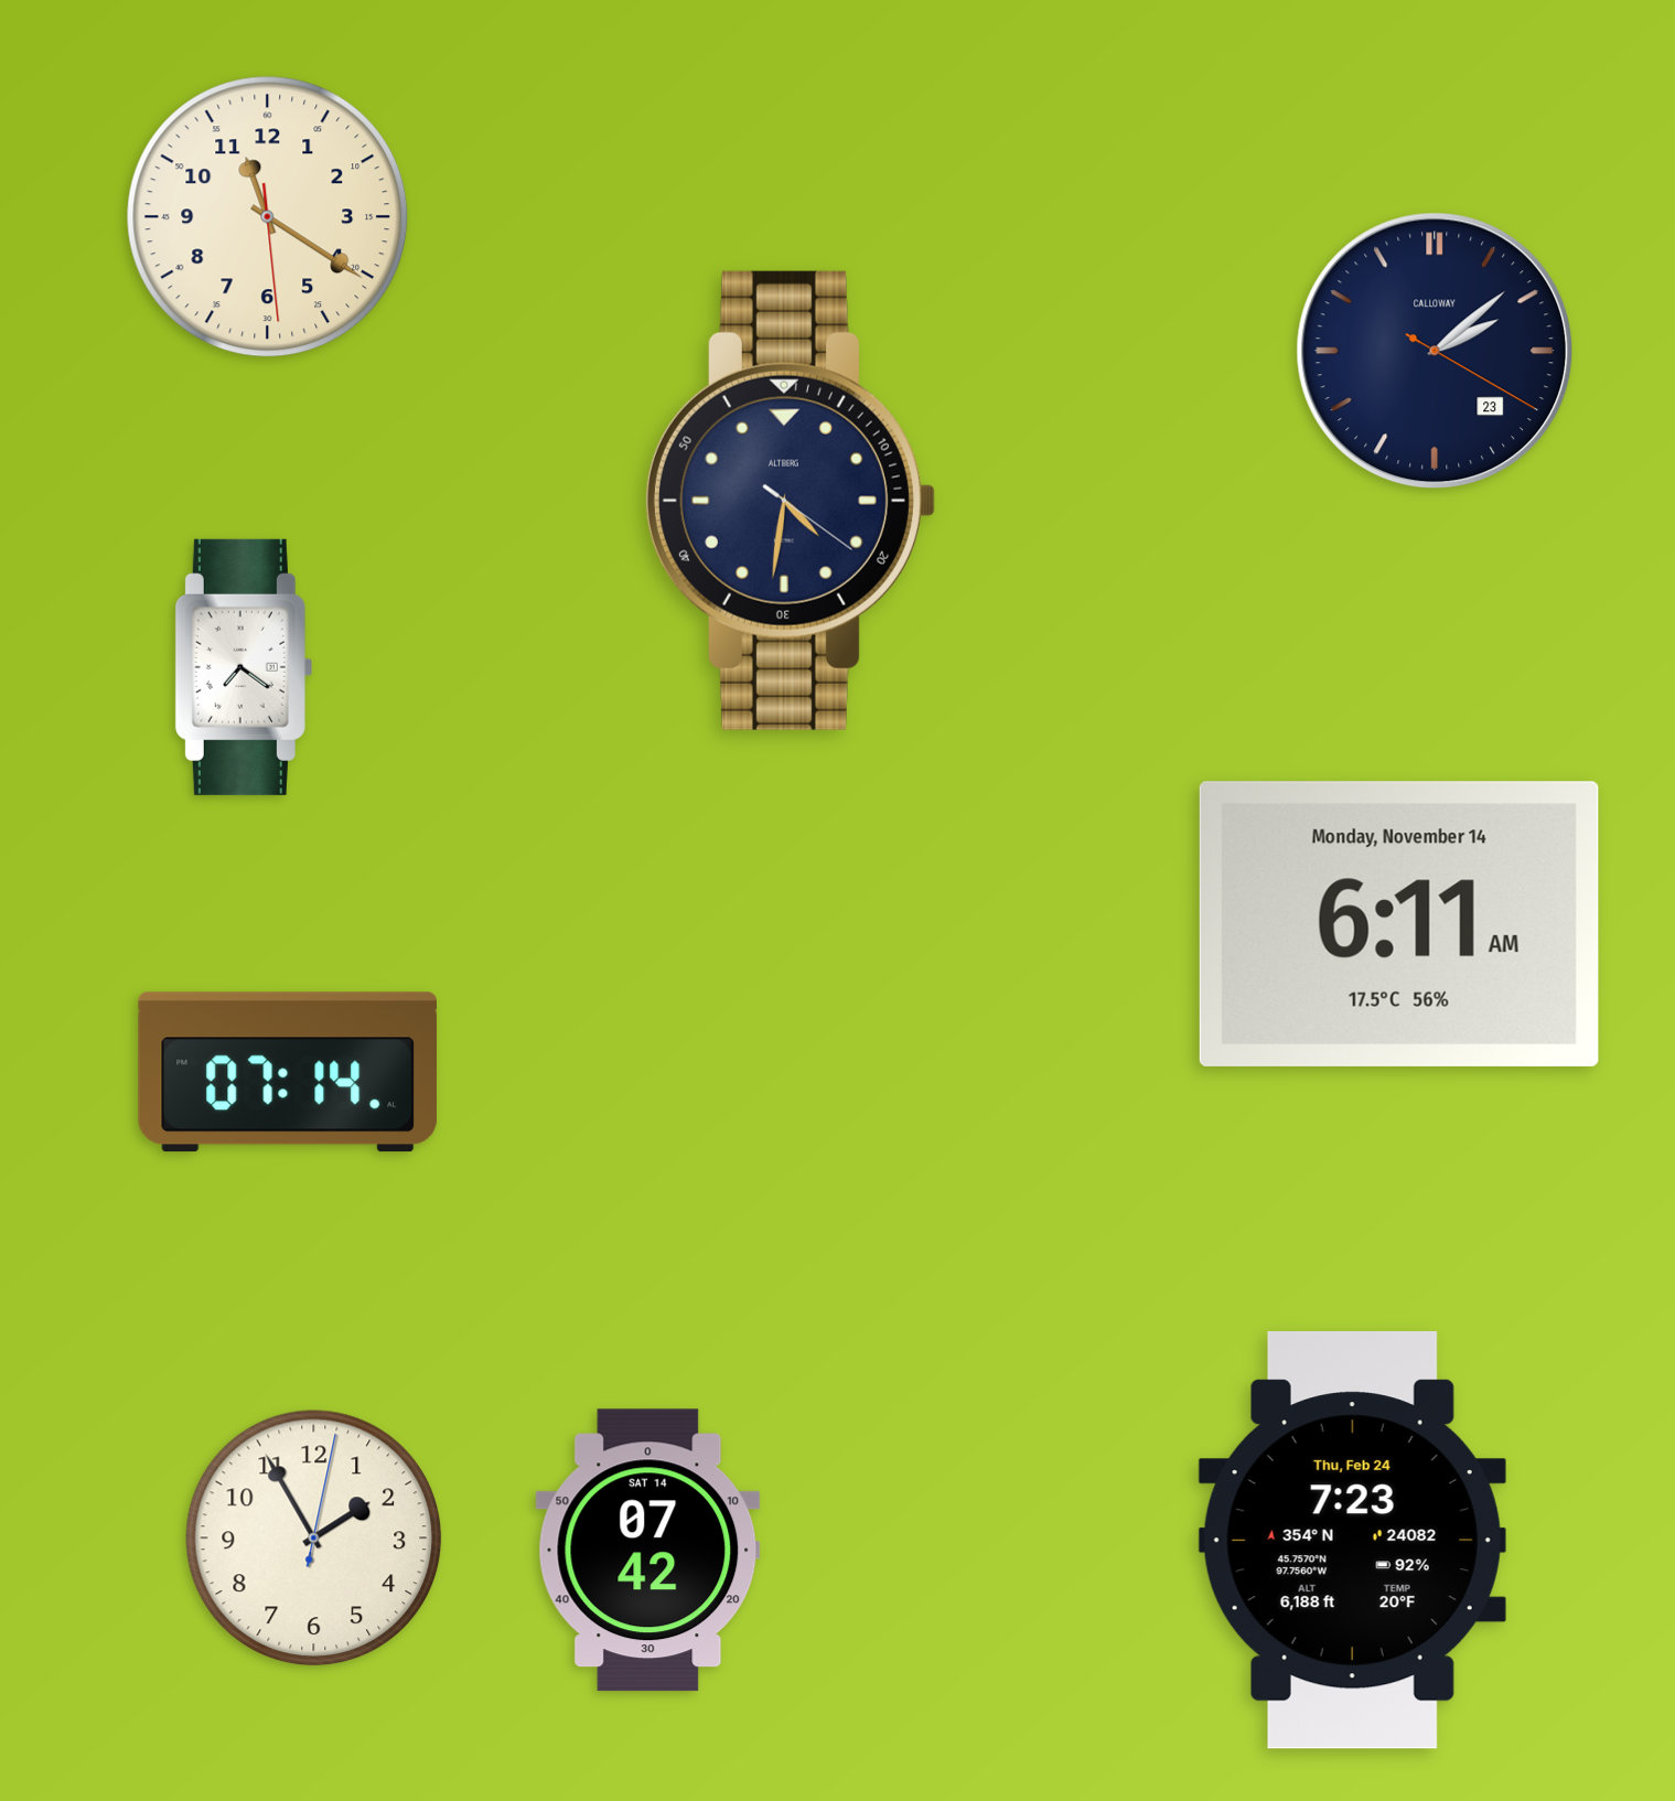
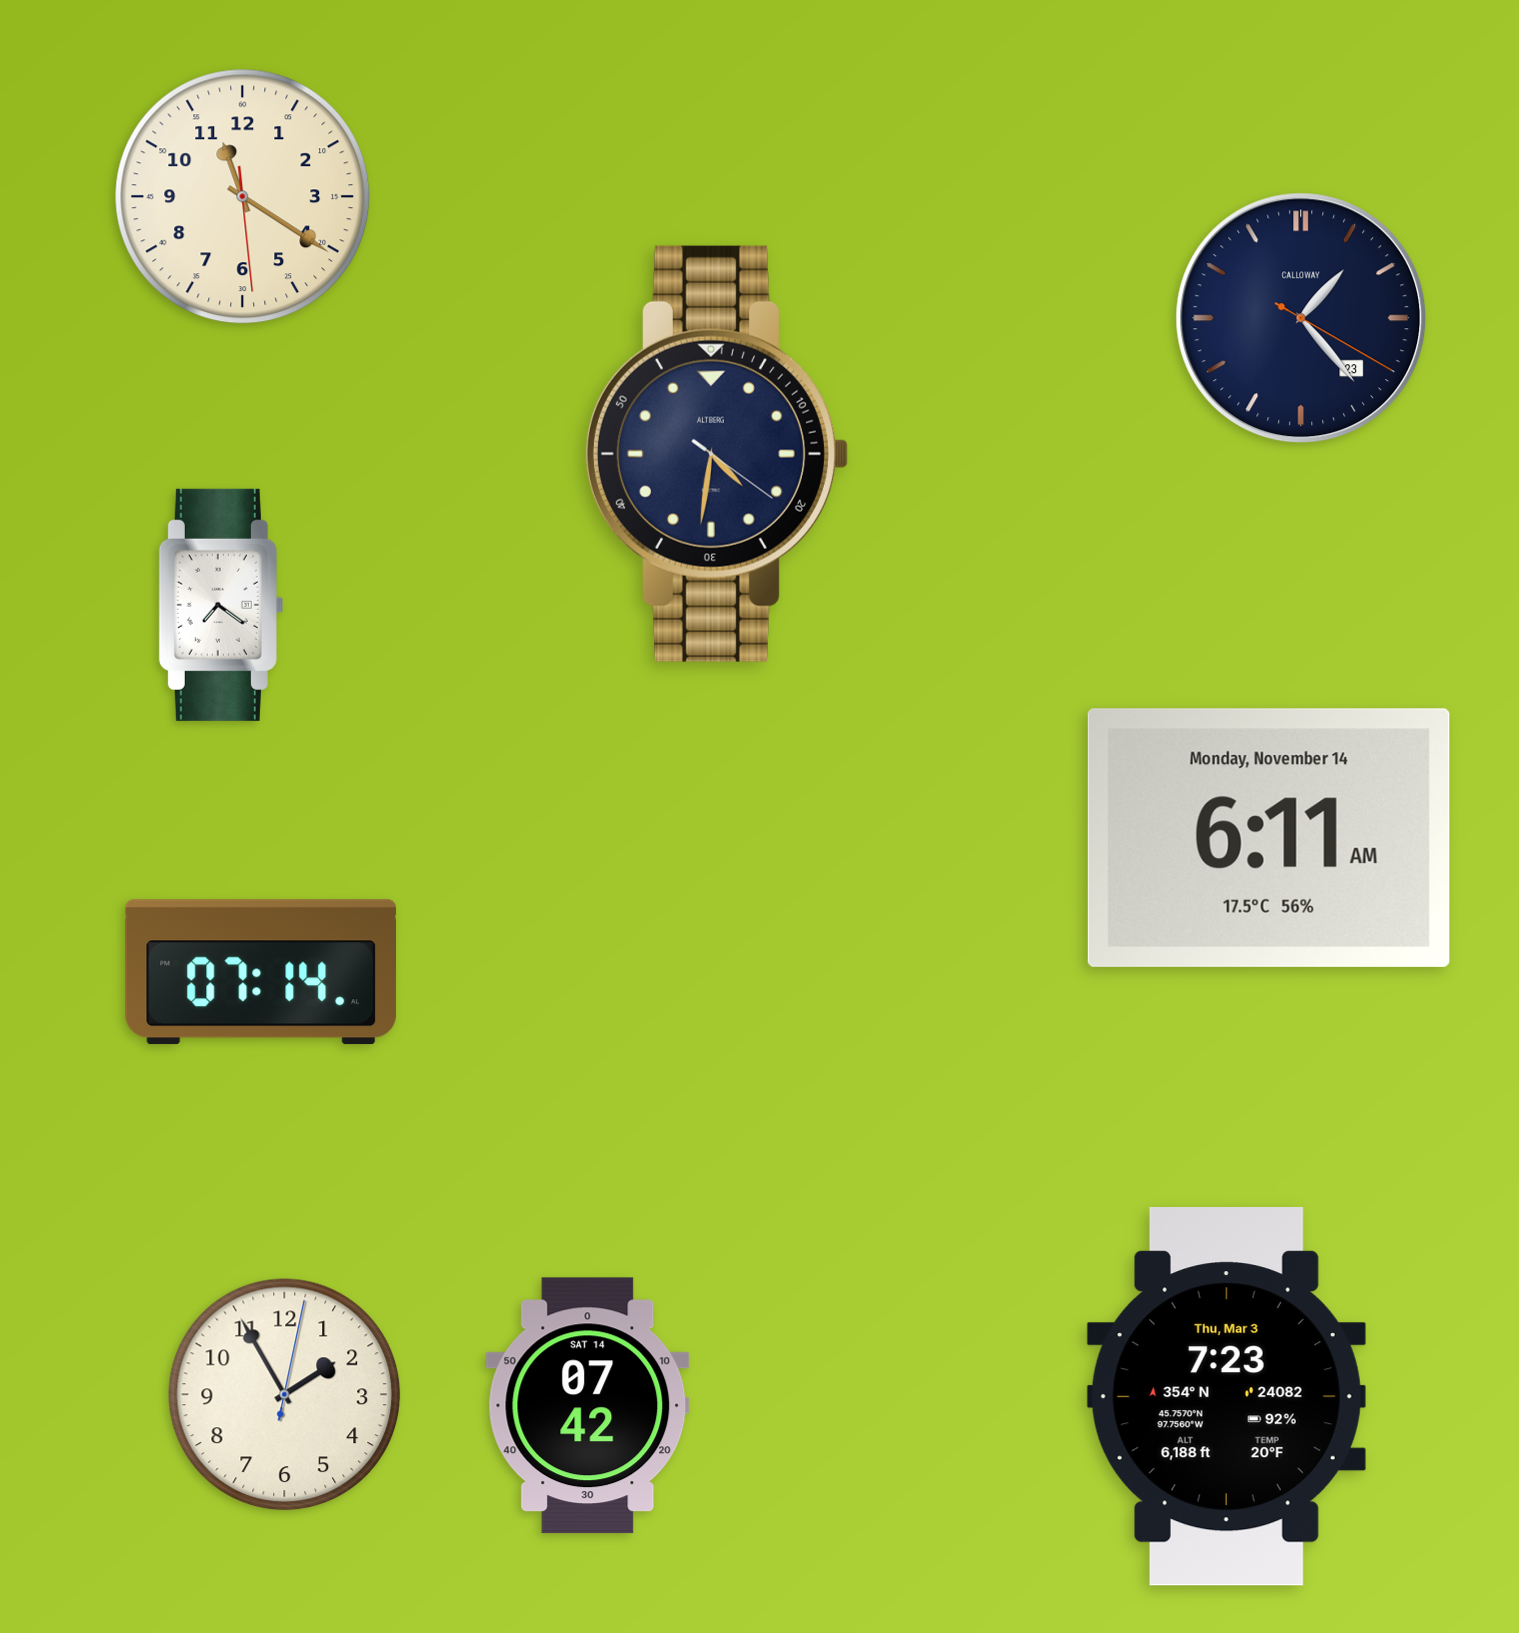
clock at (1435, 351): 2:08 -> 1:23
clock at (1352, 1541) date: Thu, Feb 24 -> Thu, Mar 3
